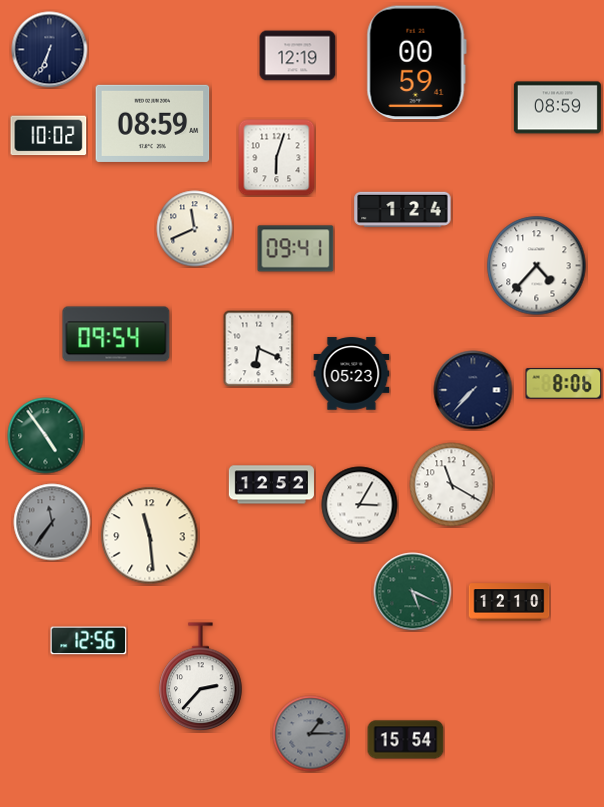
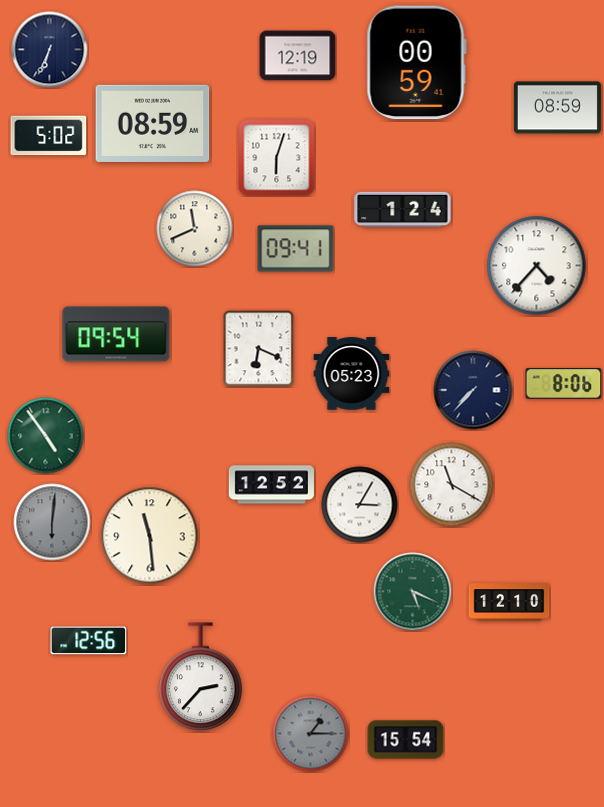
clock at (49, 136): 10:02 -> 5:02
clock at (52, 522): 11:36 -> 6:01
